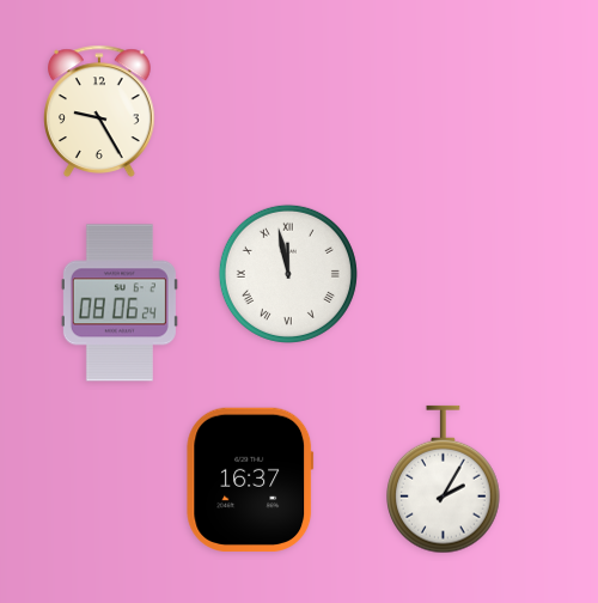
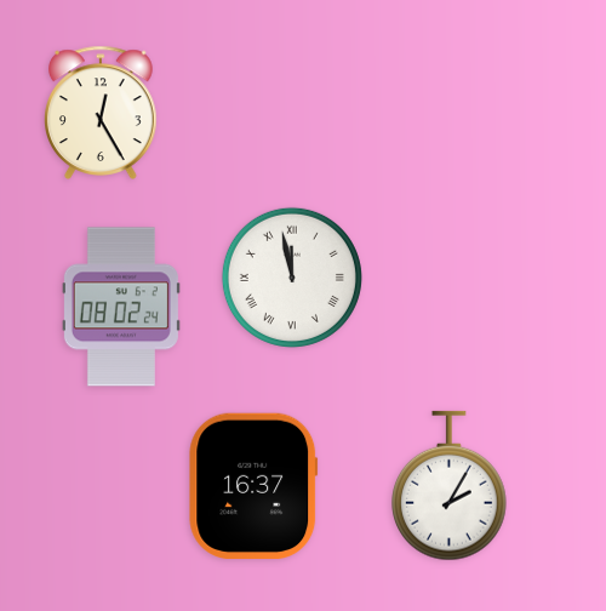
clock at (100, 111): 9:25 -> 12:25
clock at (120, 303): 08:06 -> 08:02
